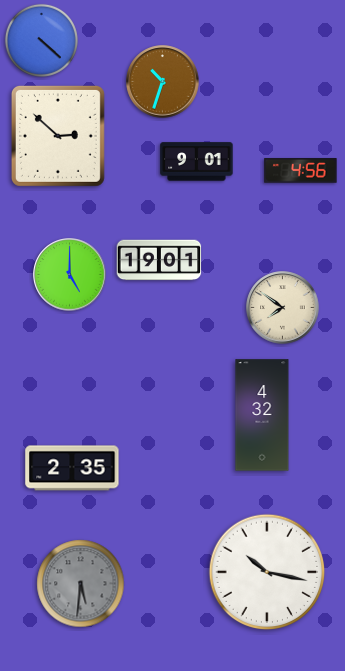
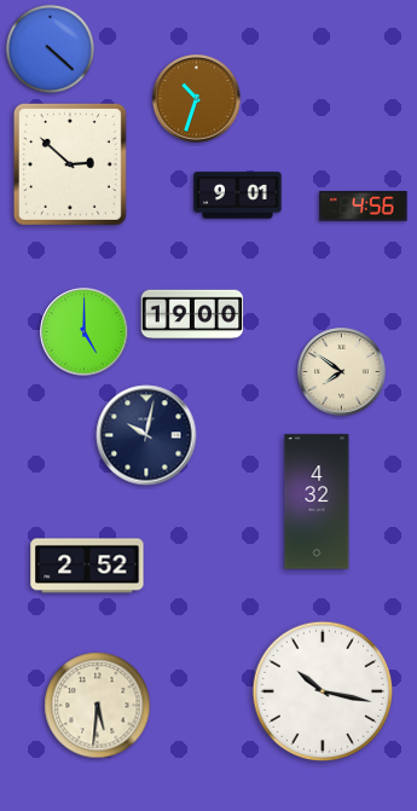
clock at (159, 260): 19:01 -> 19:00
clock at (146, 435): none -> 10:02
clock at (72, 468): 2:35 -> 2:52
clock at (81, 584) dial: grey -> cream
